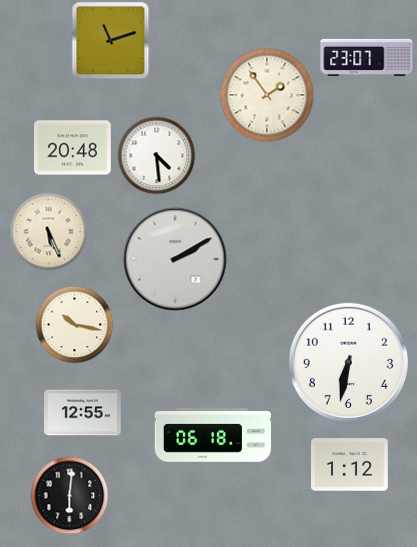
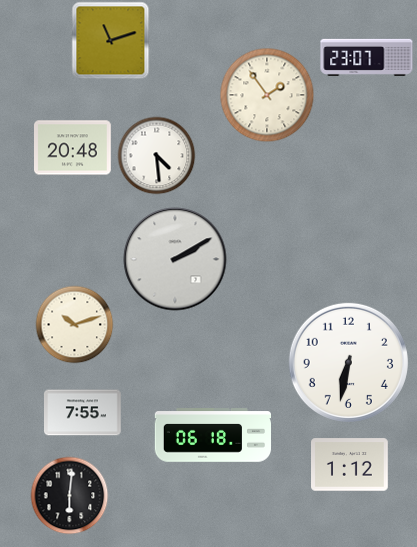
clock at (48, 231): 5:26 -> none
clock at (74, 324): 10:17 -> 10:12
clock at (83, 413): 12:55 -> 7:55
